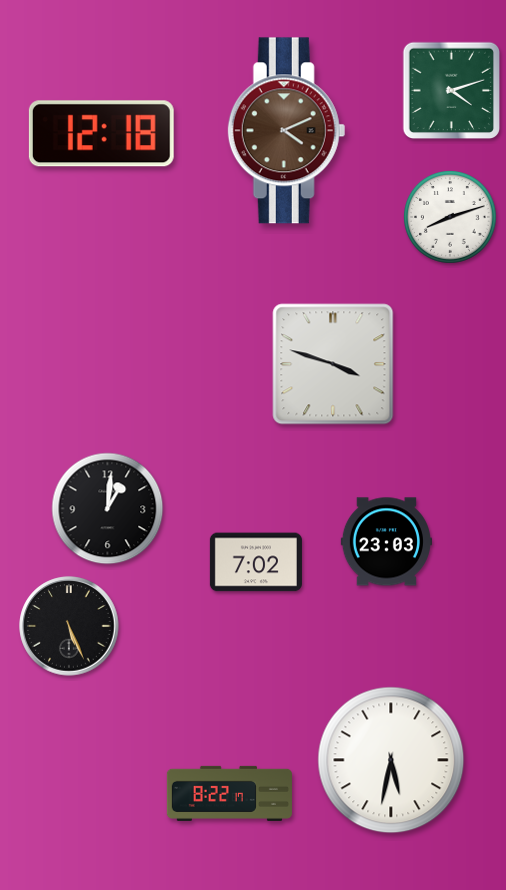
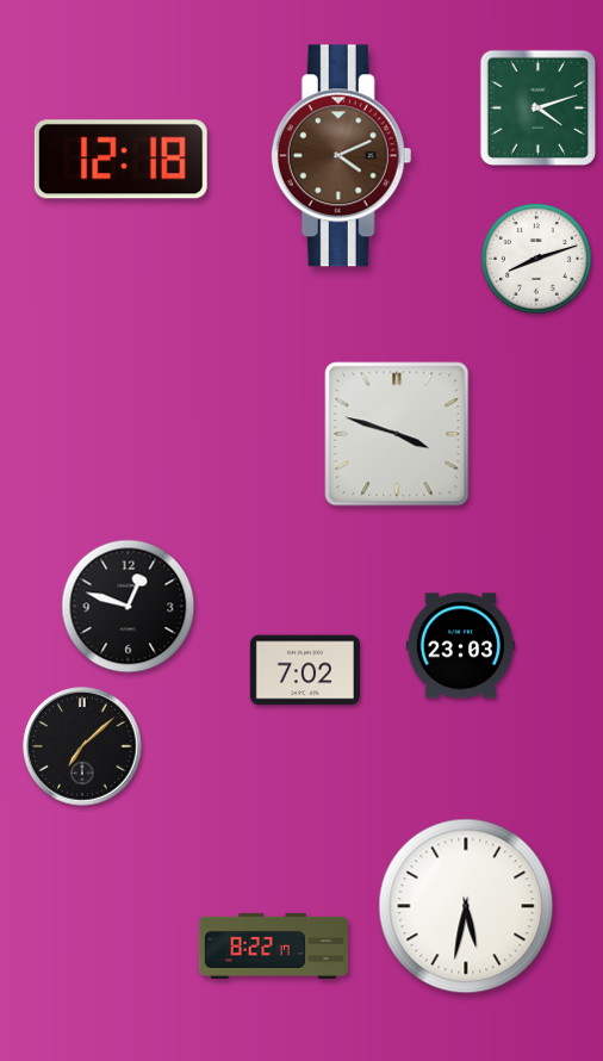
clock at (108, 509): 1:01 -> 12:48
clock at (69, 626): 5:26 -> 7:08
